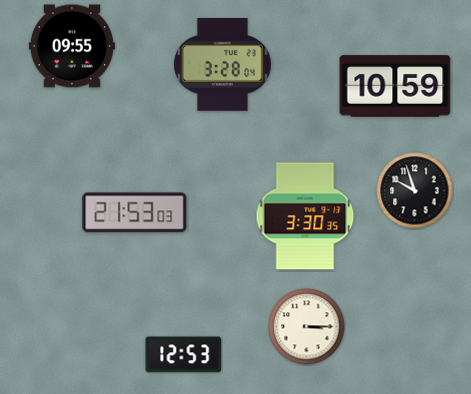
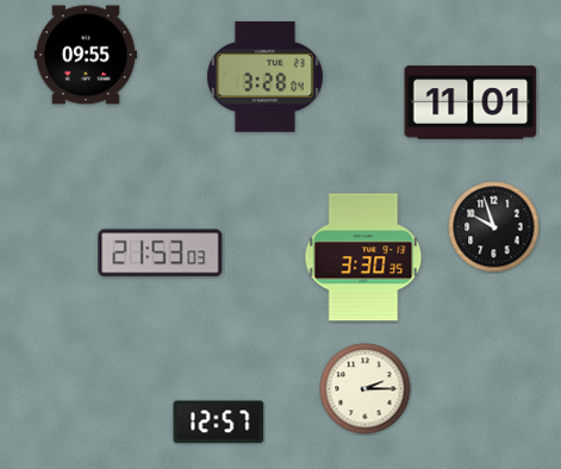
clock at (395, 86): 10:59 -> 11:01
clock at (307, 327): 3:15 -> 2:15
clock at (184, 355): 12:53 -> 12:57
